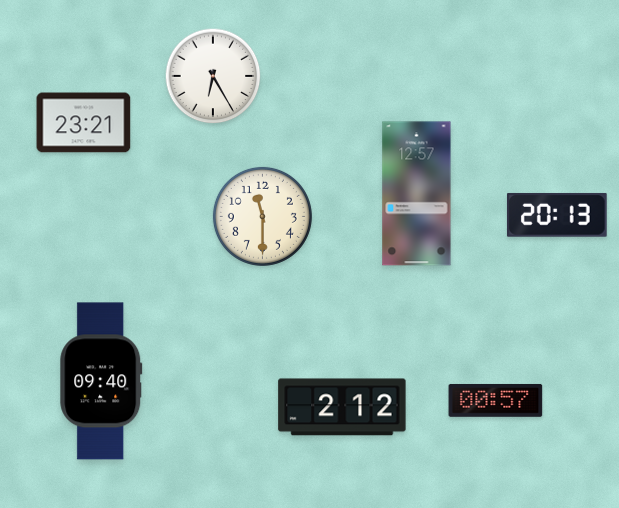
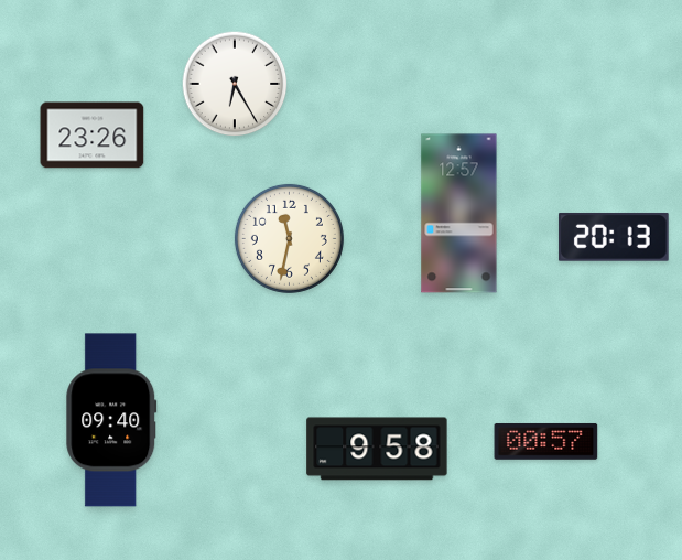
clock at (84, 123): 23:21 -> 23:26
clock at (262, 216): 11:30 -> 11:32
clock at (342, 407): 2:12 -> 9:58
